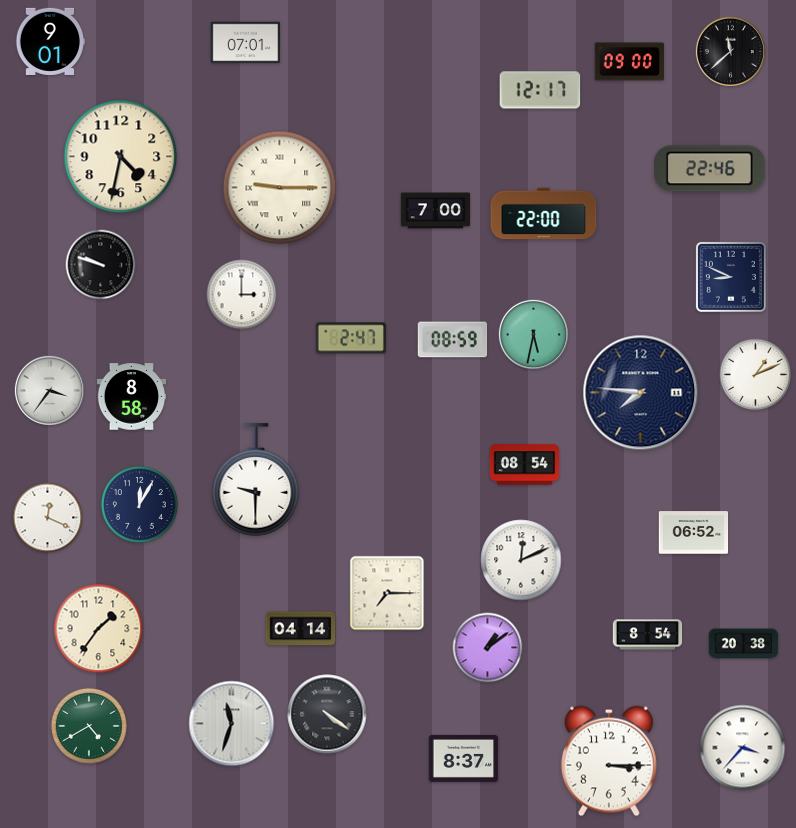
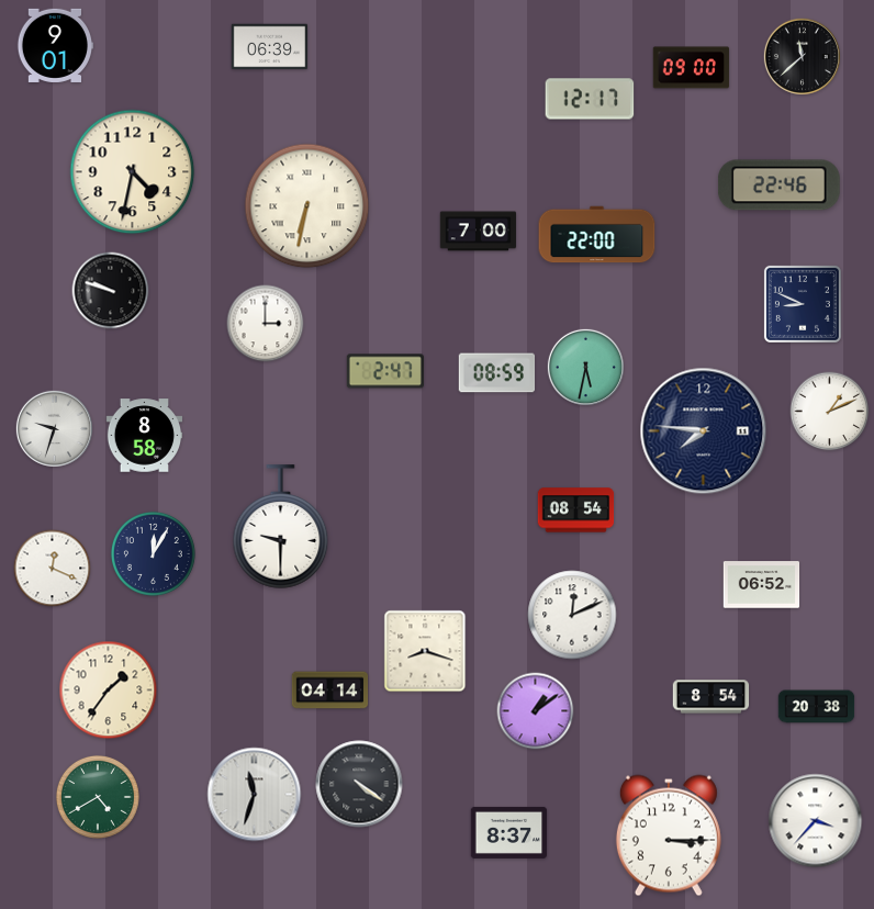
clock at (246, 43): 07:01 -> 06:39
clock at (540, 90) position: (540, 90) -> (590, 99)
clock at (280, 188): 9:15 -> 6:32
clock at (49, 390): 3:36 -> 9:33
clock at (387, 593): 7:15 -> 8:18
